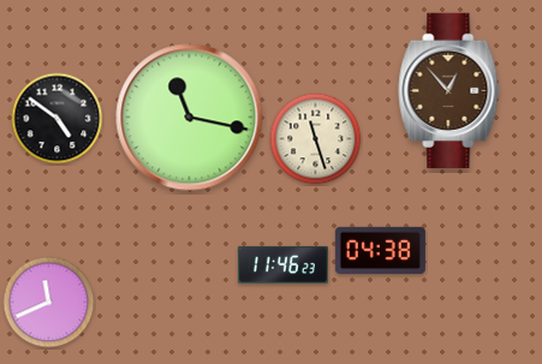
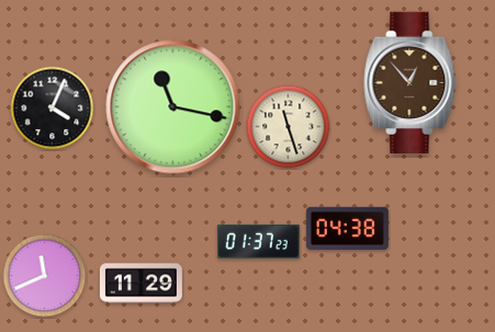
clock at (58, 119): 4:51 -> 4:04
clock at (282, 264): 11:46 -> 01:37
clock at (140, 284): none -> 11:29
